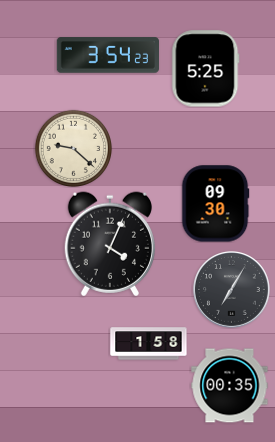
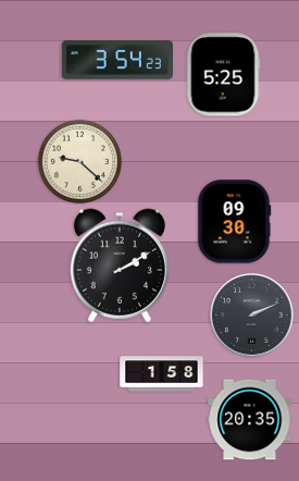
clock at (110, 244): 4:04 -> 2:10
clock at (231, 289): 7:05 -> 2:11
clock at (230, 386): 00:35 -> 20:35
